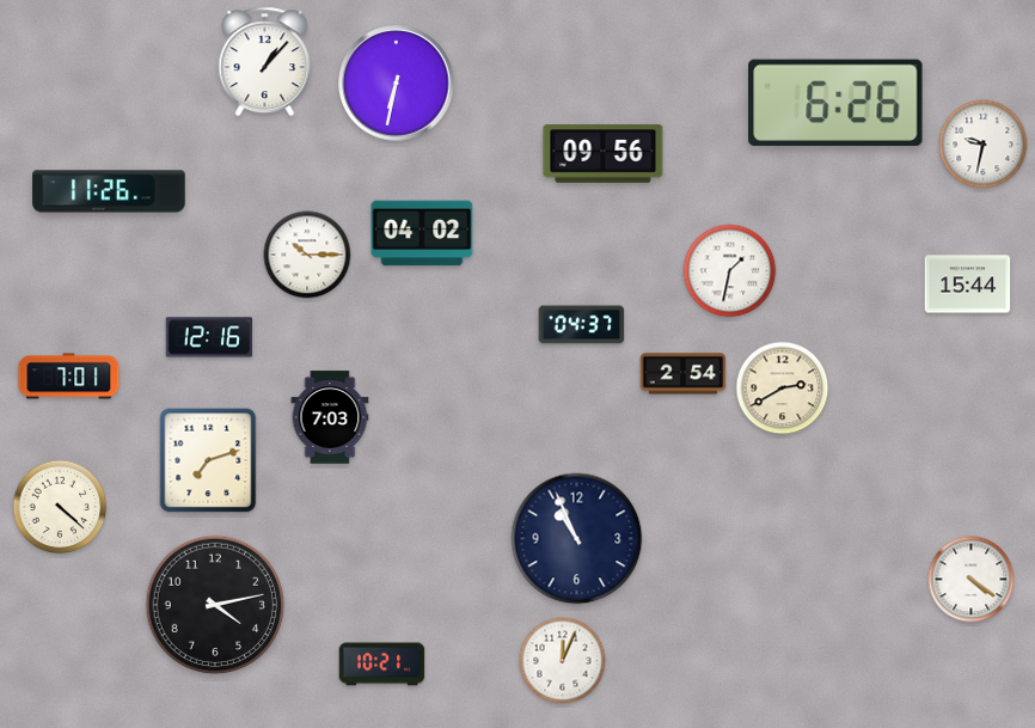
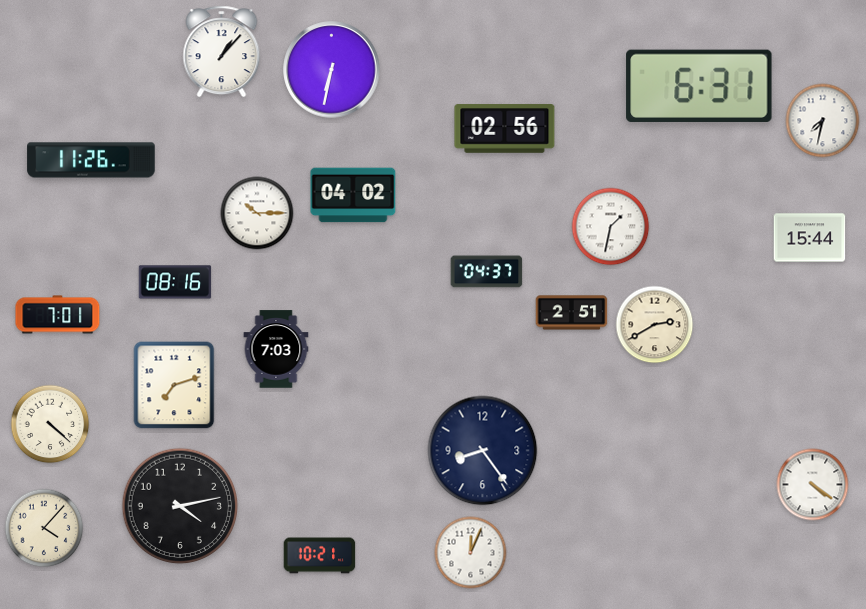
clock at (835, 103): 6:26 -> 6:31
clock at (984, 145): 9:32 -> 7:32
clock at (604, 154): 09:56 -> 02:56
clock at (209, 337): 12:16 -> 08:16
clock at (684, 374): 2:54 -> 2:51
clock at (577, 539): 10:56 -> 8:24
clock at (44, 528): none -> 4:07
